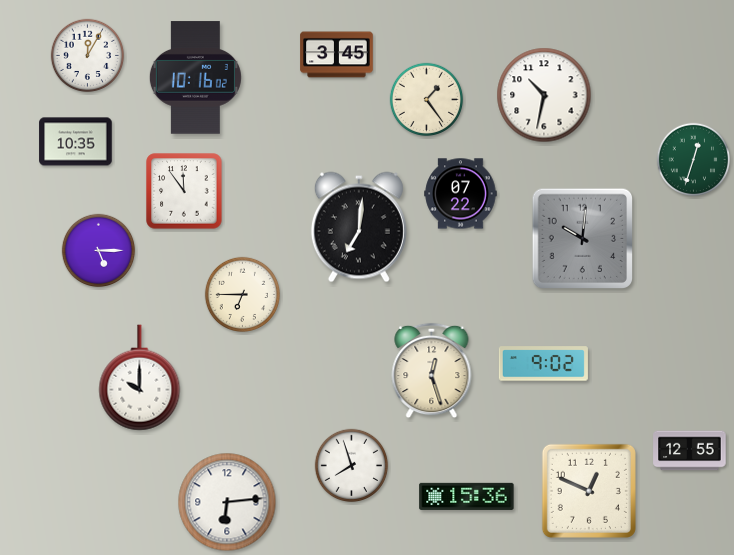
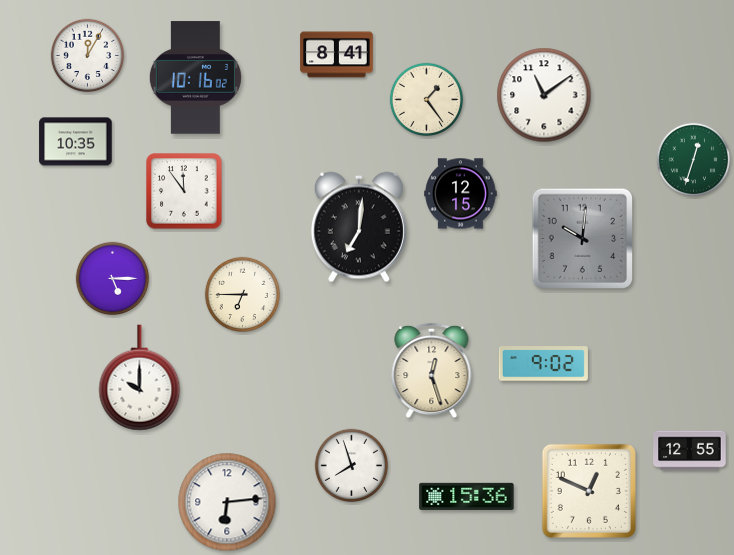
clock at (337, 55): 3:45 -> 8:41
clock at (544, 95): 10:32 -> 11:09
clock at (461, 194): 07:22 -> 12:15
clock at (99, 251) position: (99, 251) -> (113, 279)
